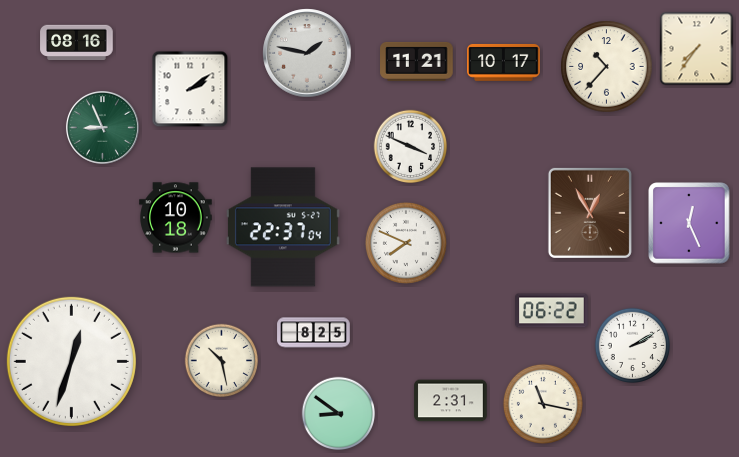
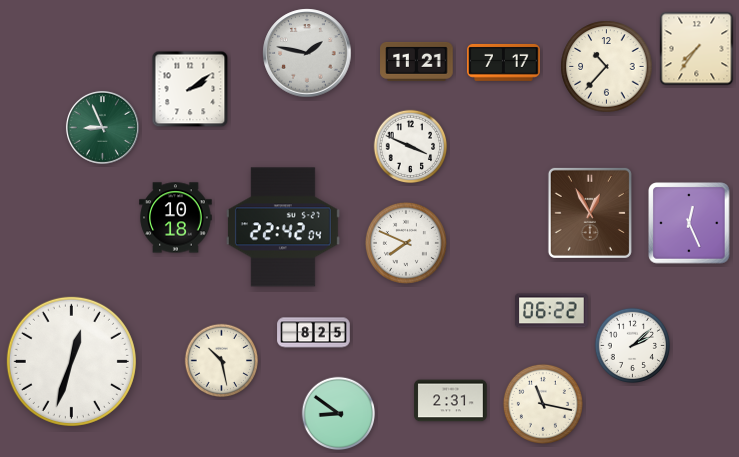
clock at (77, 42): 08:16 -> none
clock at (504, 62): 10:17 -> 7:17
clock at (283, 227): 22:37 -> 22:42
clock at (632, 345): 2:10 -> 2:08
